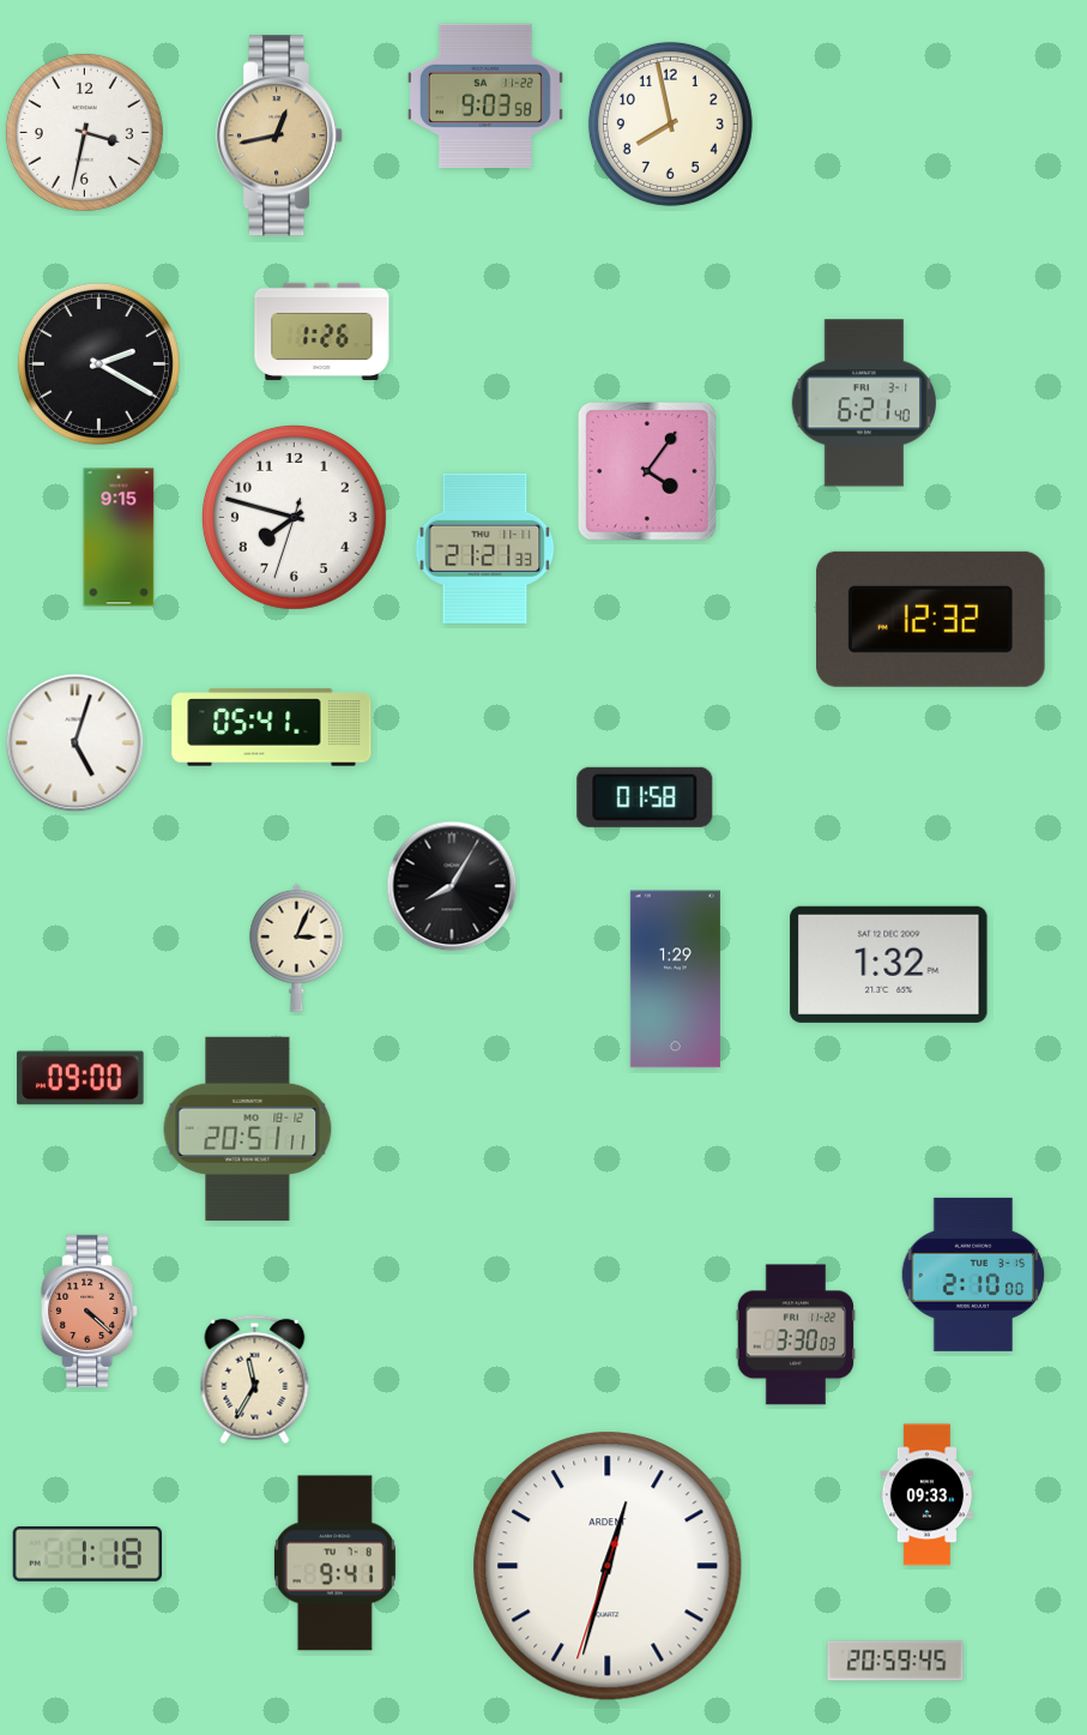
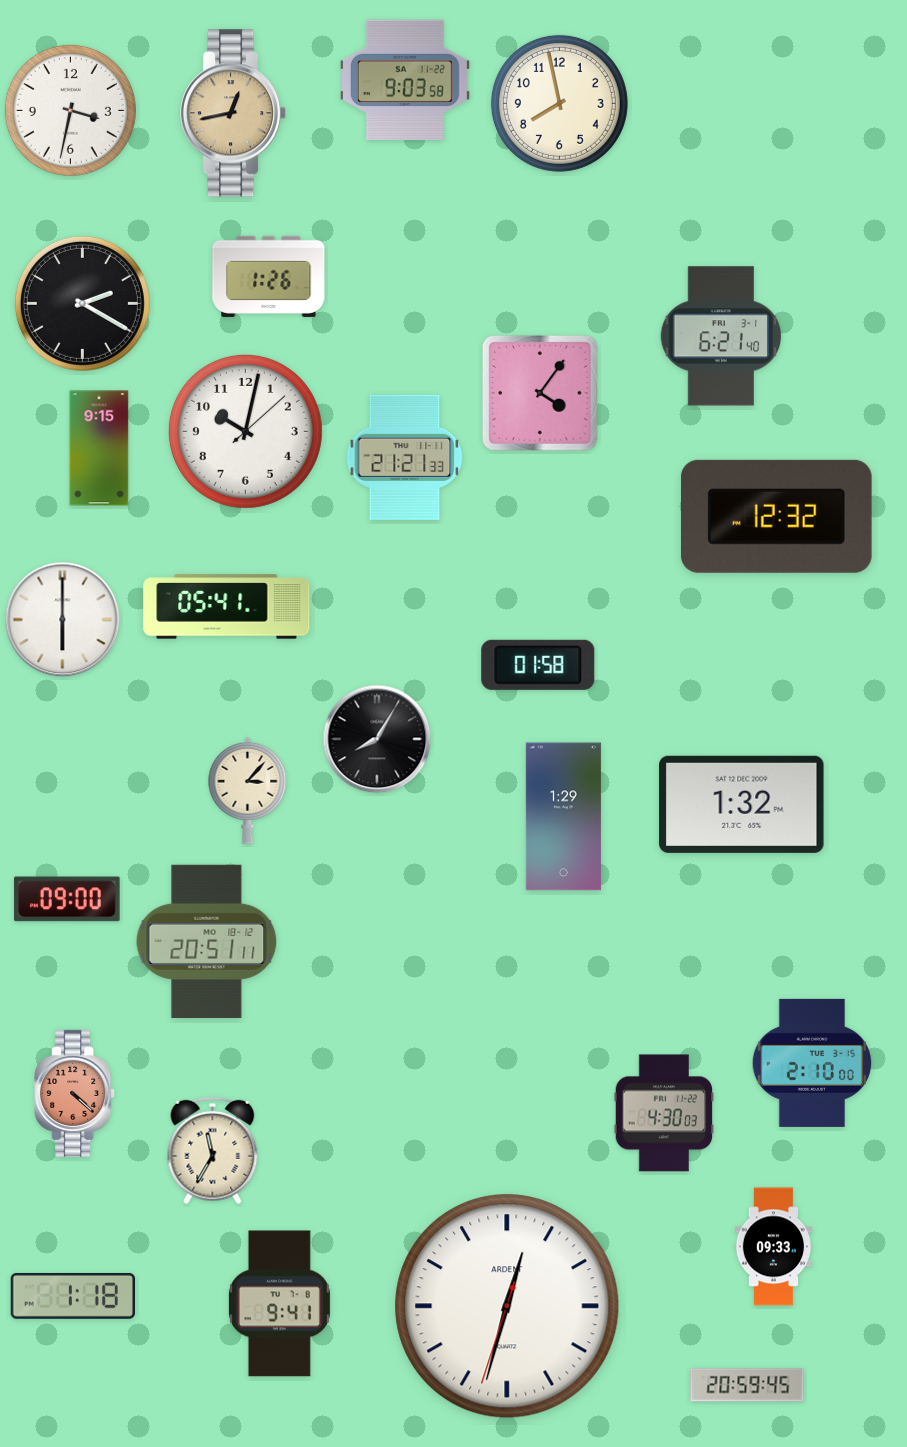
clock at (294, 517): 7:47 -> 10:02
clock at (76, 743): 5:03 -> 6:00
clock at (297, 947): 3:04 -> 3:07
clock at (796, 1335): 3:30 -> 4:30
